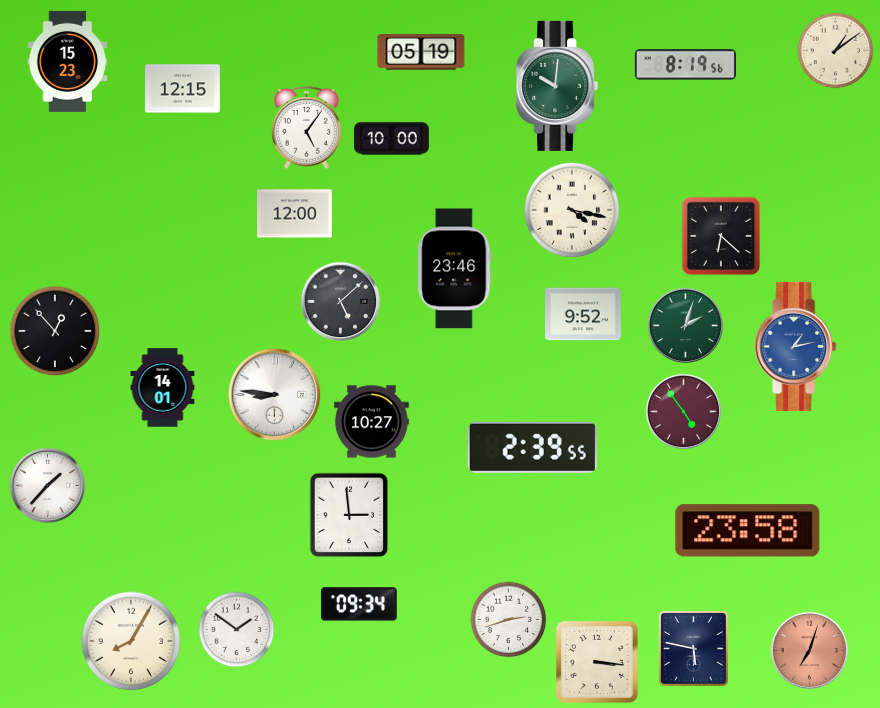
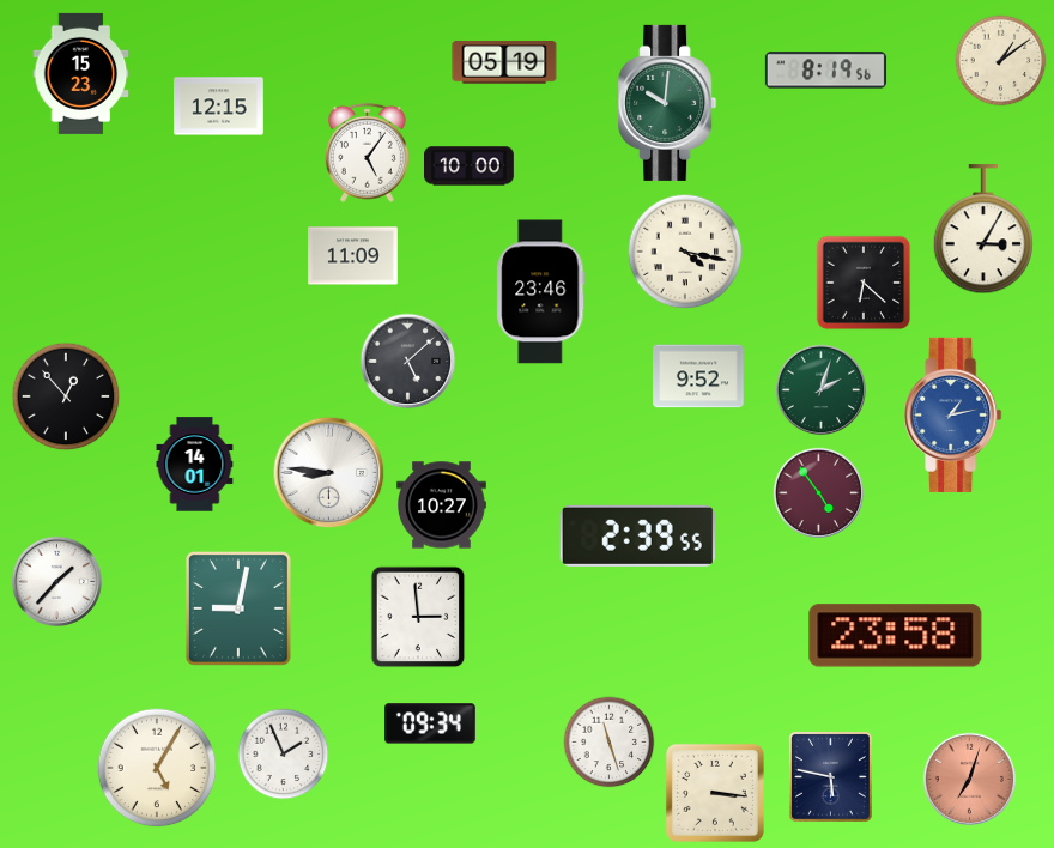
clock at (685, 65) position: (685, 65) -> (825, 71)
clock at (982, 230): none -> 3:05
clock at (295, 214): 12:00 -> 11:09
clock at (455, 269) position: (455, 269) -> (541, 292)
clock at (372, 422) position: (372, 422) -> (442, 505)
clock at (238, 610): none -> 9:02
clock at (509, 620): 2:42 -> 11:27
clock at (237, 630): 1:51 -> 1:56
clock at (131, 641): 8:05 -> 5:05
